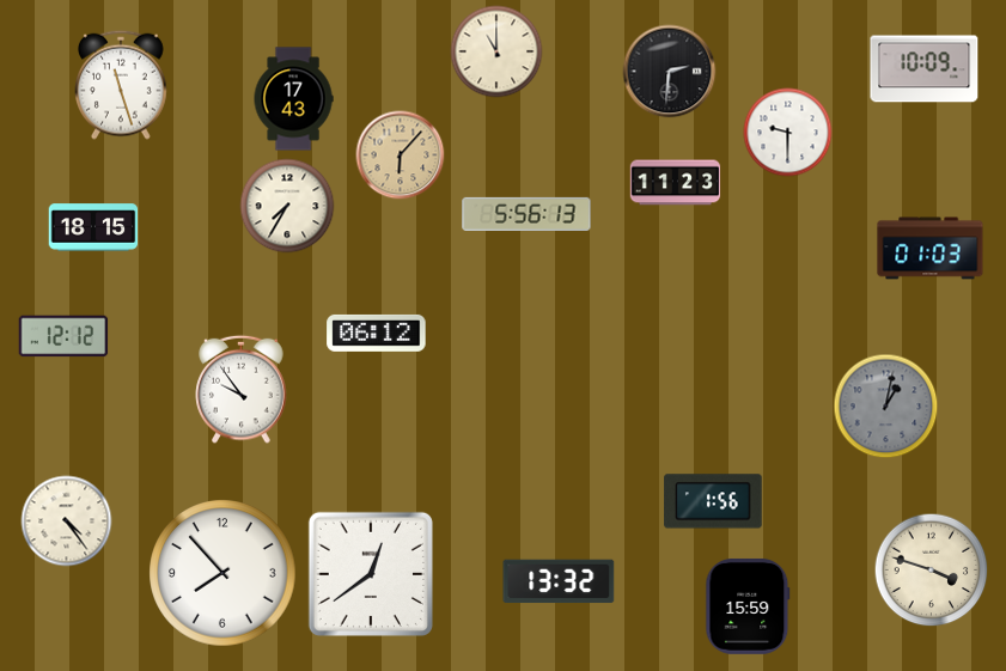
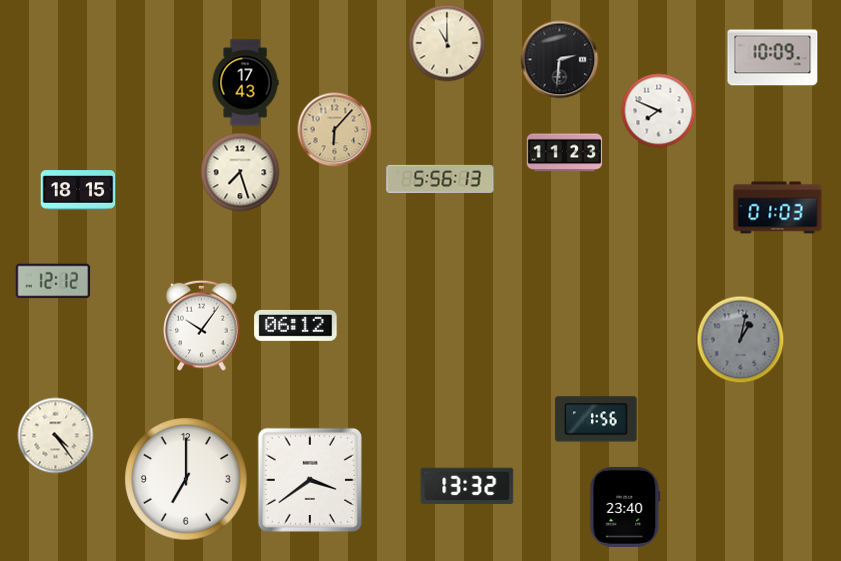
clock at (496, 51) position: (496, 51) -> (447, 43)
clock at (122, 85): 11:27 -> none
clock at (788, 133): 9:30 -> 7:49
clock at (287, 206): 7:35 -> 7:27
clock at (377, 333) position: (377, 333) -> (296, 325)
clock at (242, 389): 9:54 -> 10:06
clock at (932, 571): 3:48 -> none
clock at (222, 573): 7:53 -> 7:00
clock at (371, 574): 12:39 -> 3:39
clock at (748, 606): 15:59 -> 23:40
